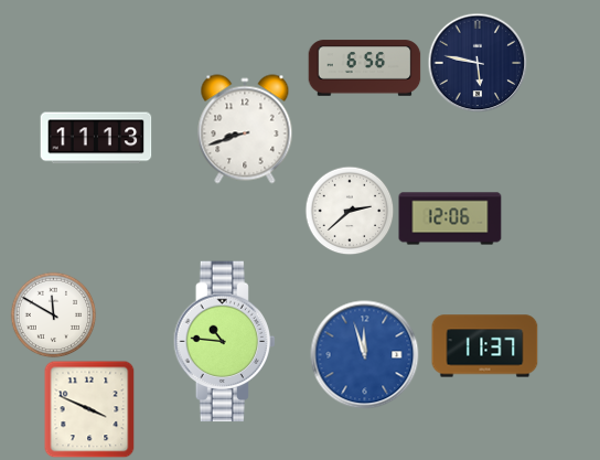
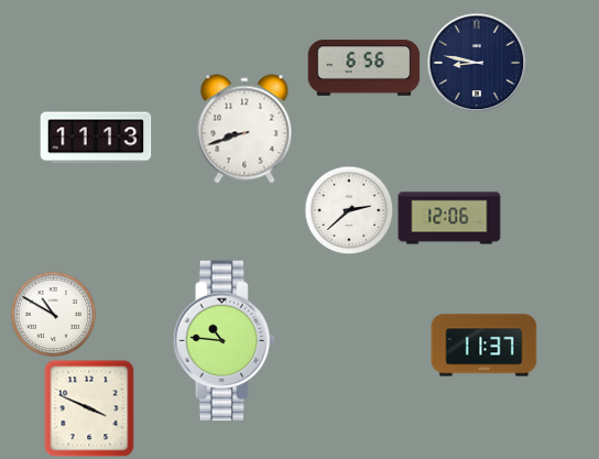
clock at (478, 63): 5:47 -> 8:47
clock at (53, 314): 11:50 -> 10:50
clock at (365, 355): 11:57 -> none
